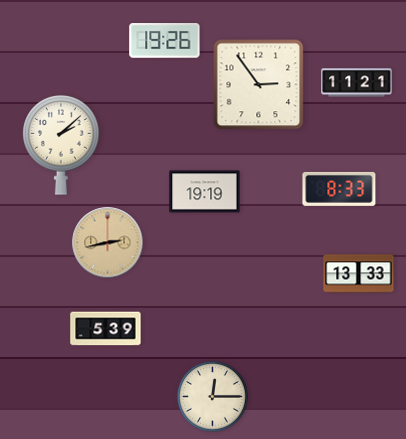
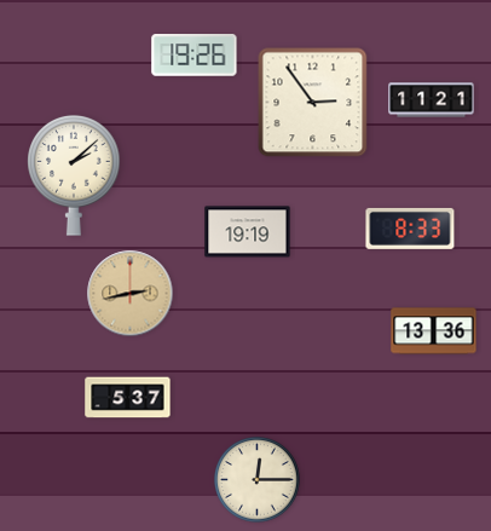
clock at (165, 41) position: (165, 41) -> (195, 56)
clock at (359, 274): 13:33 -> 13:36
clock at (106, 329): 5:39 -> 5:37
